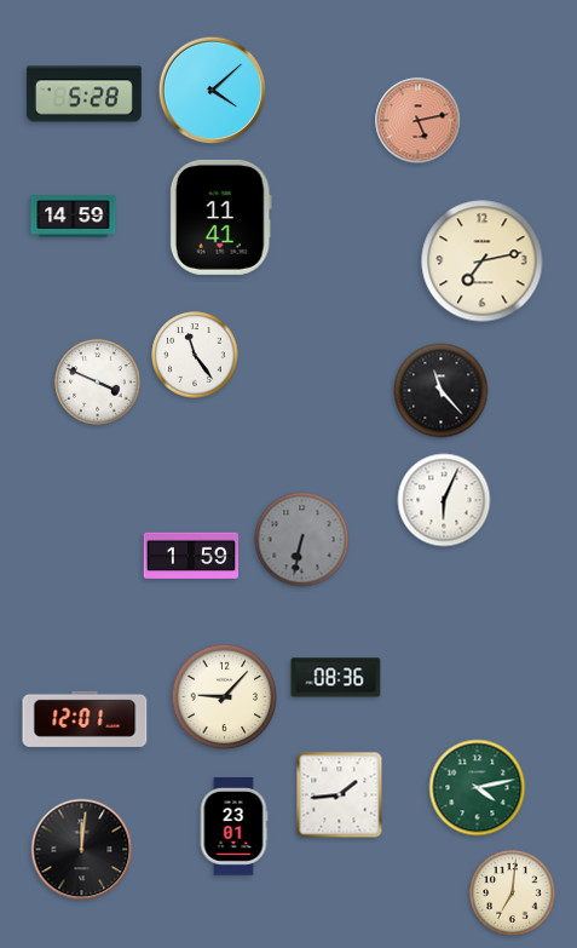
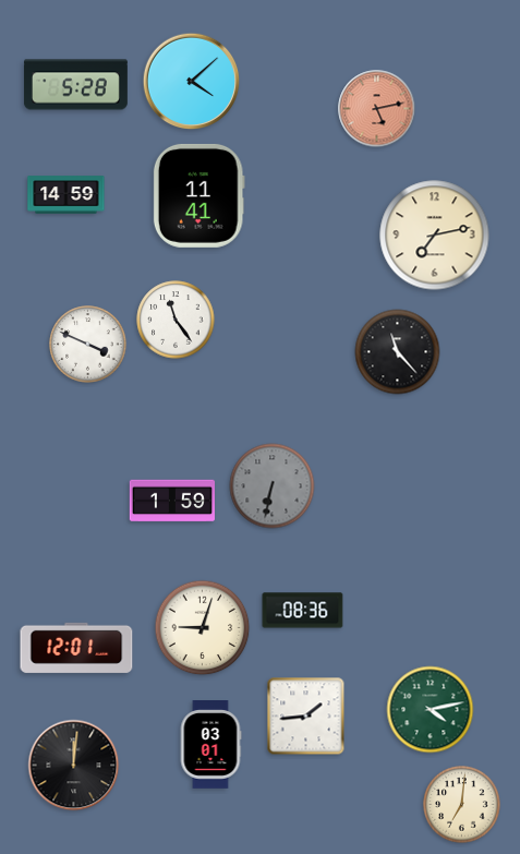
clock at (444, 500): 6:04 -> none
clock at (225, 697): 9:07 -> 9:03
clock at (233, 827): 23:01 -> 03:01
